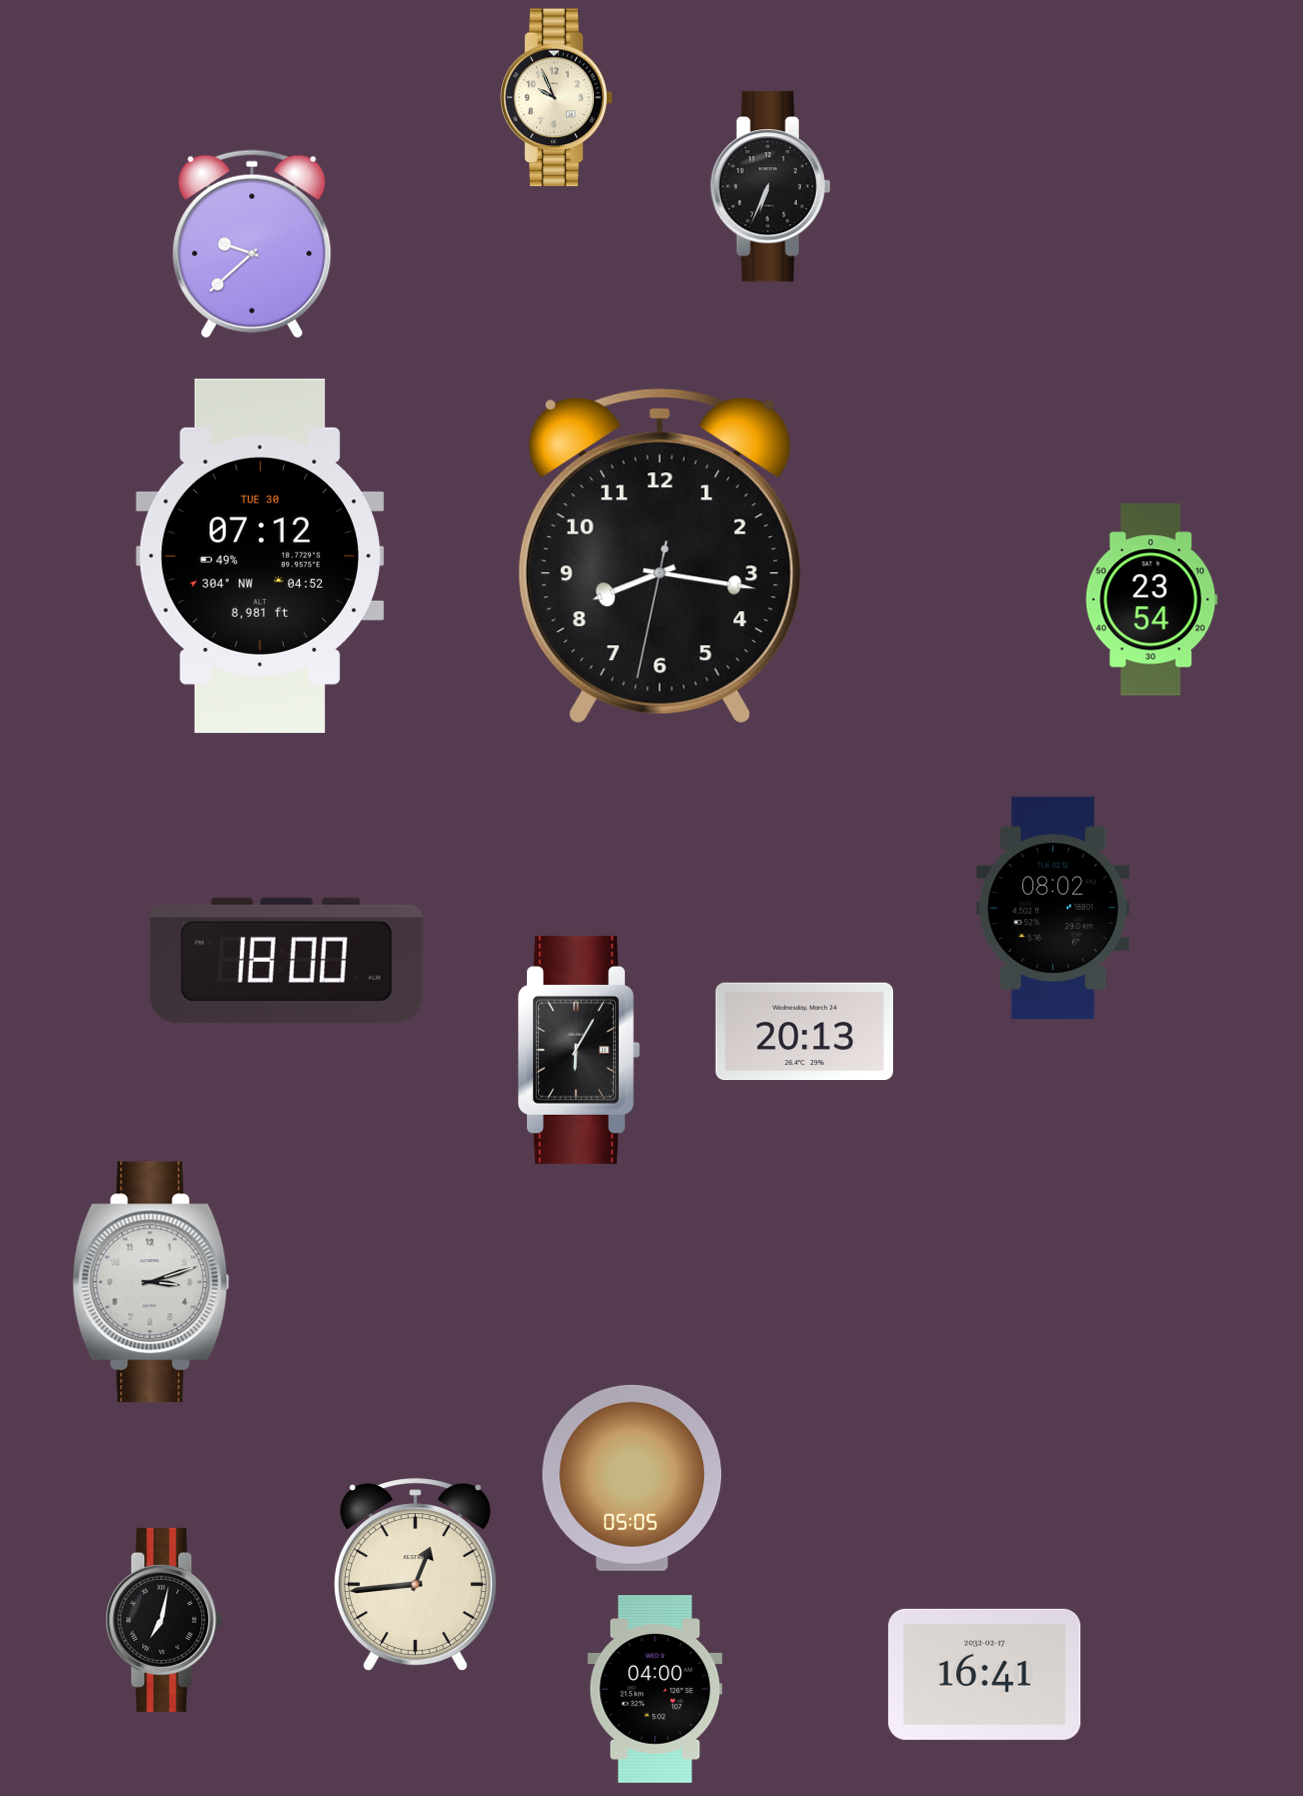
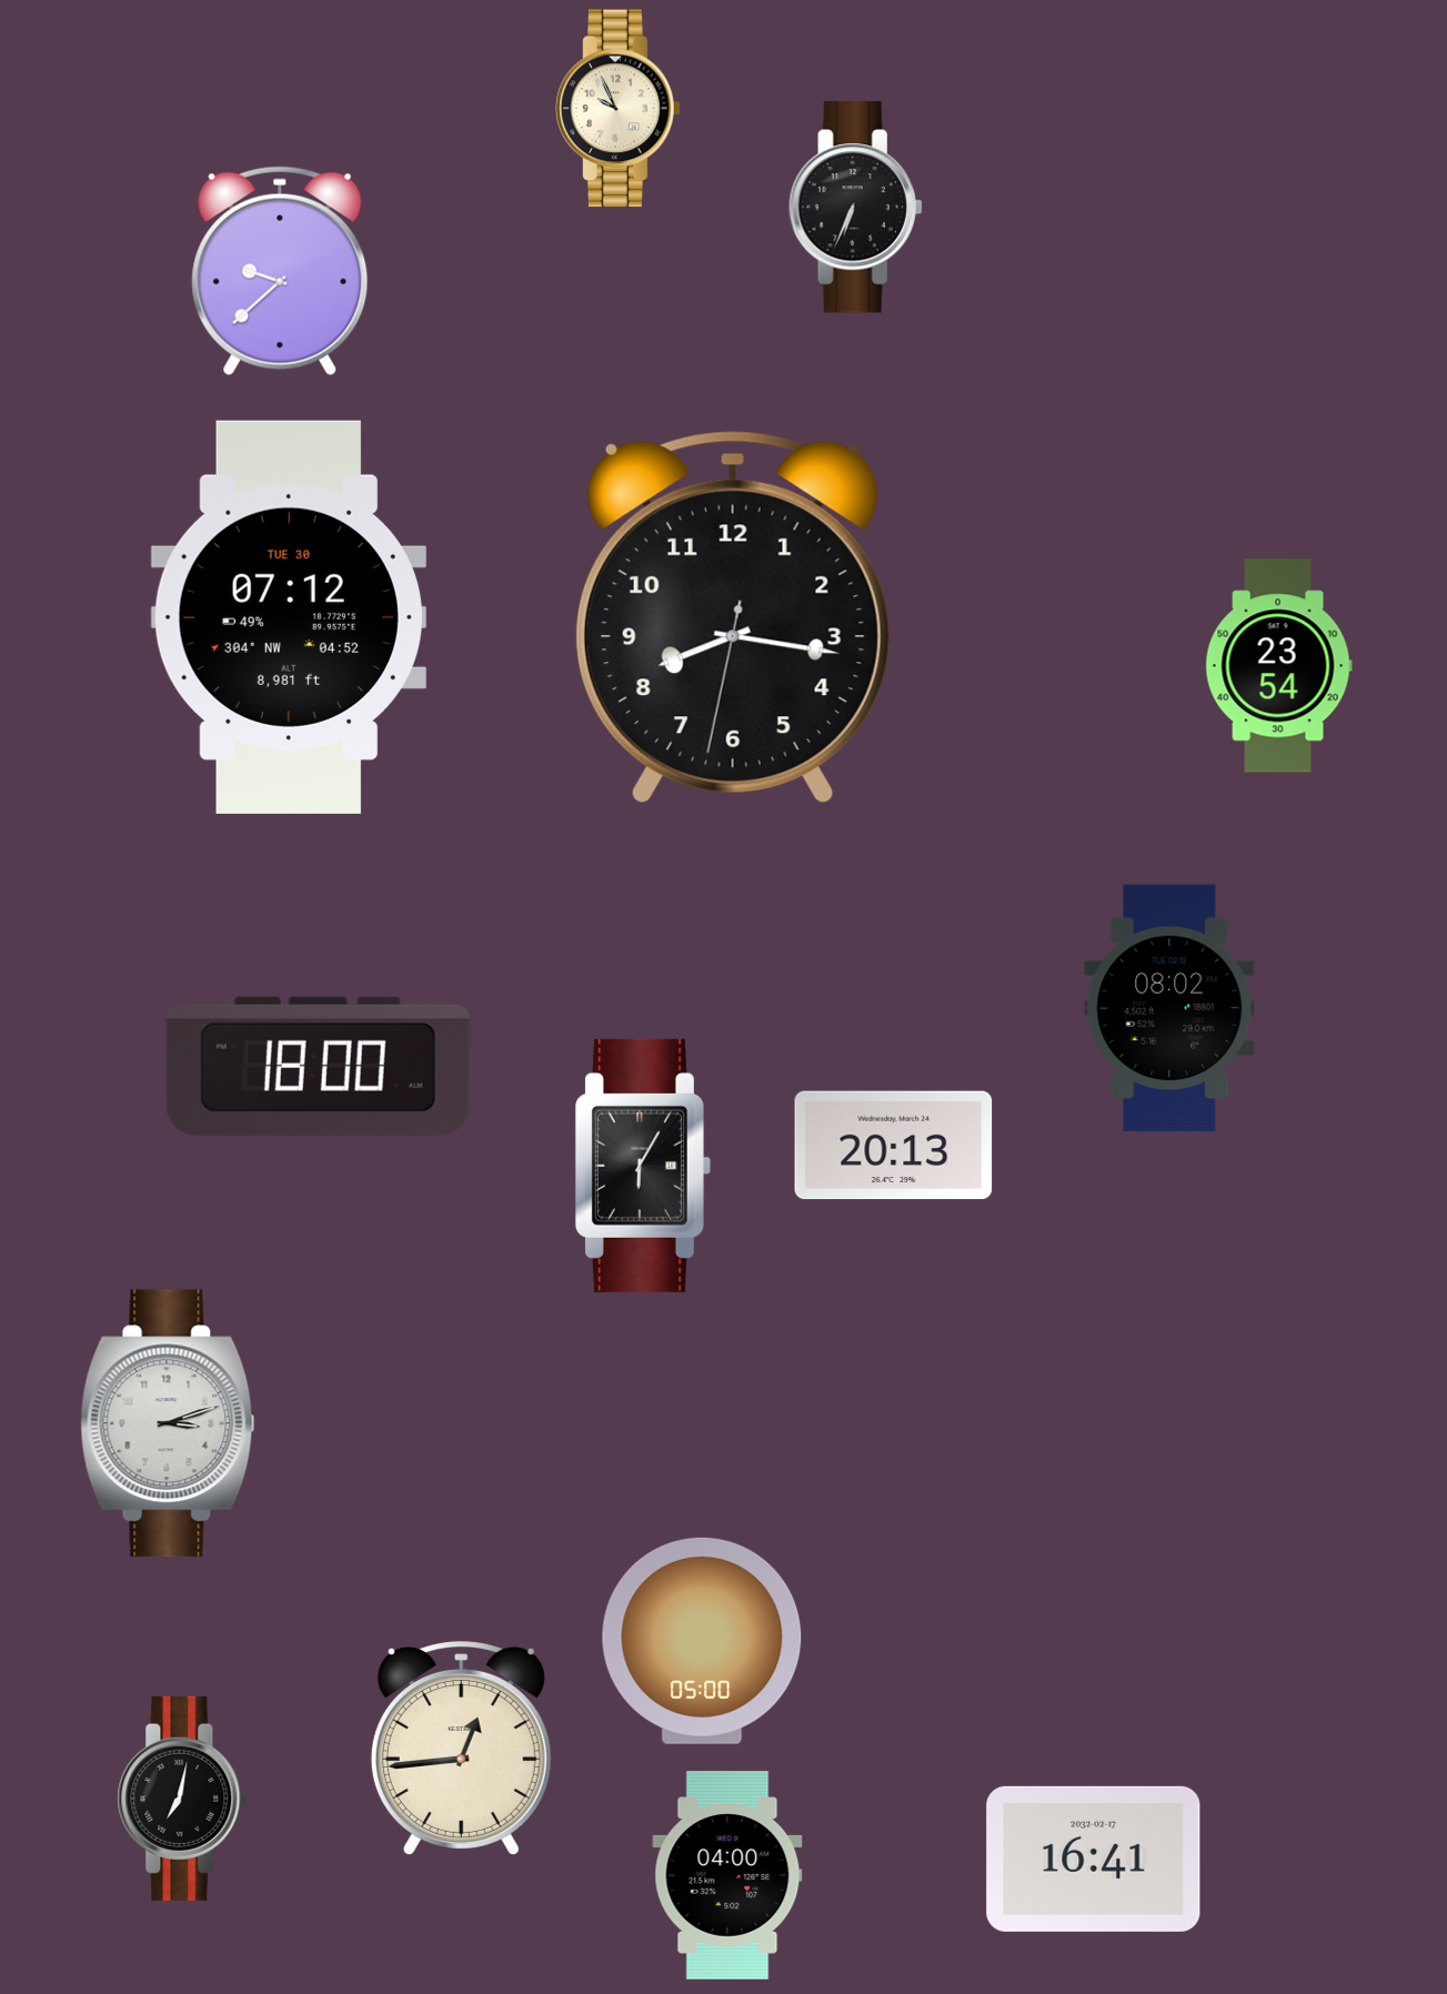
clock at (632, 1478): 05:05 -> 05:00
